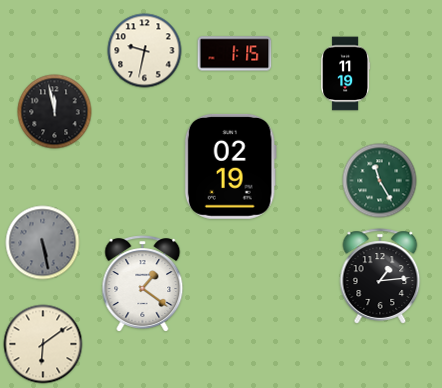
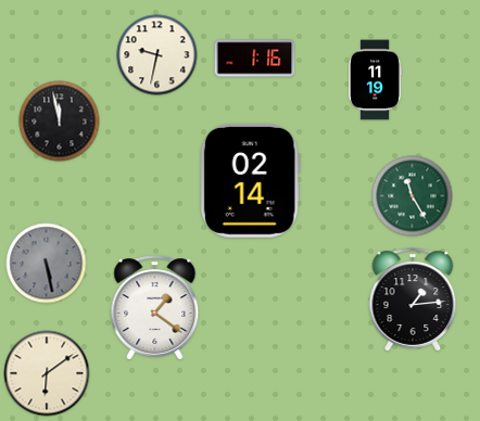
clock at (235, 54): 1:15 -> 1:16
clock at (230, 166): 02:19 -> 02:14
